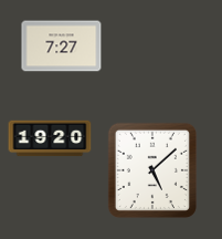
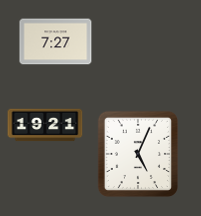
clock at (50, 138): 19:20 -> 19:21
clock at (152, 170): 5:08 -> 5:04
